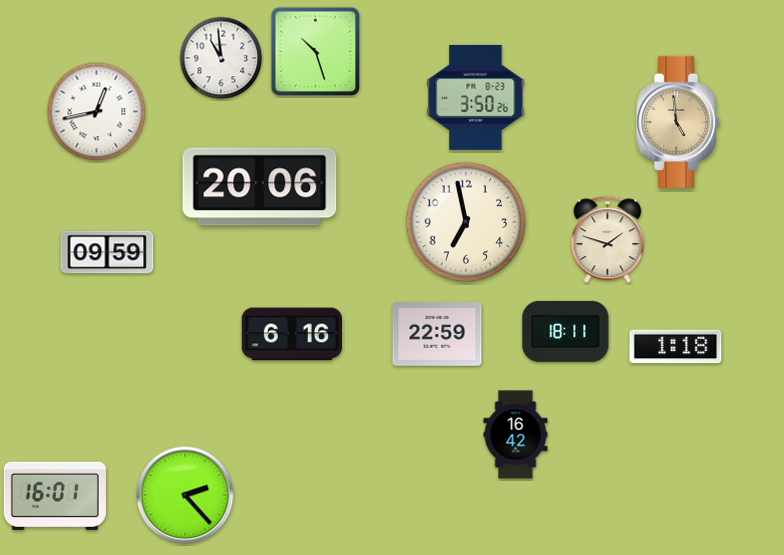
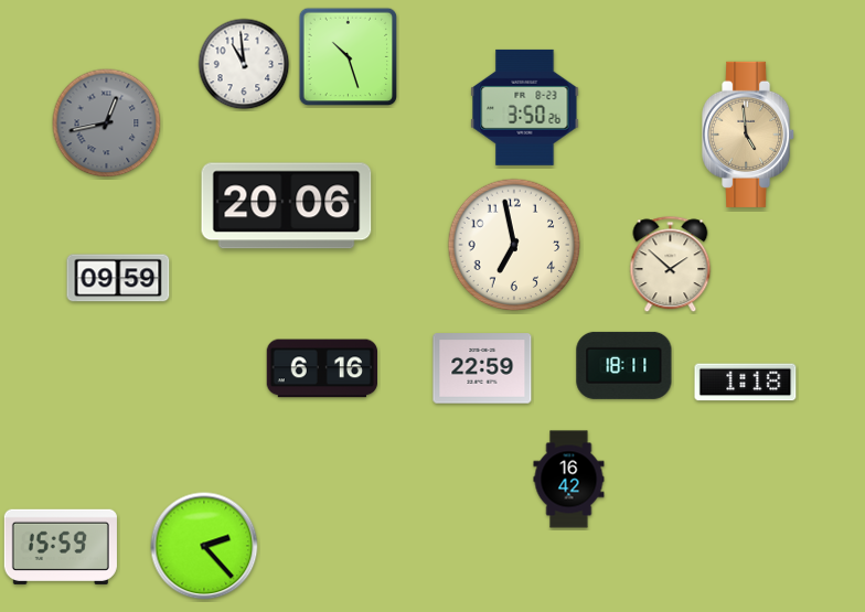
clock at (97, 112) dial: white -> grey
clock at (608, 240): 1:48 -> 1:52
clock at (55, 496): 16:01 -> 15:59
